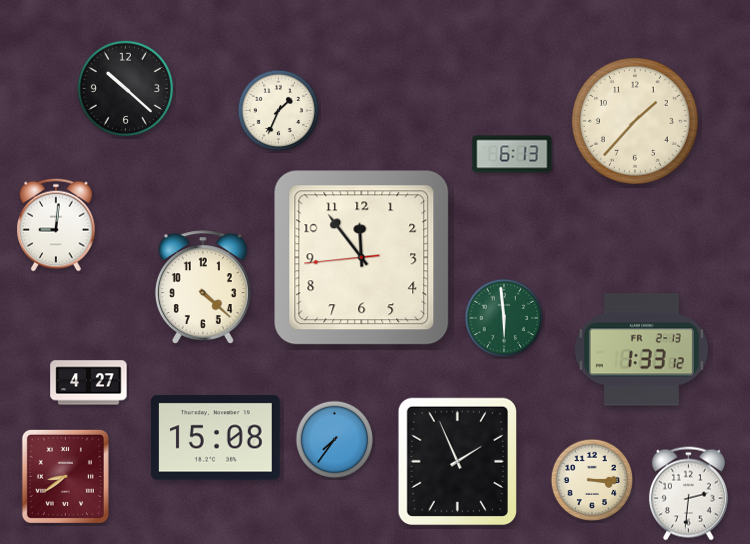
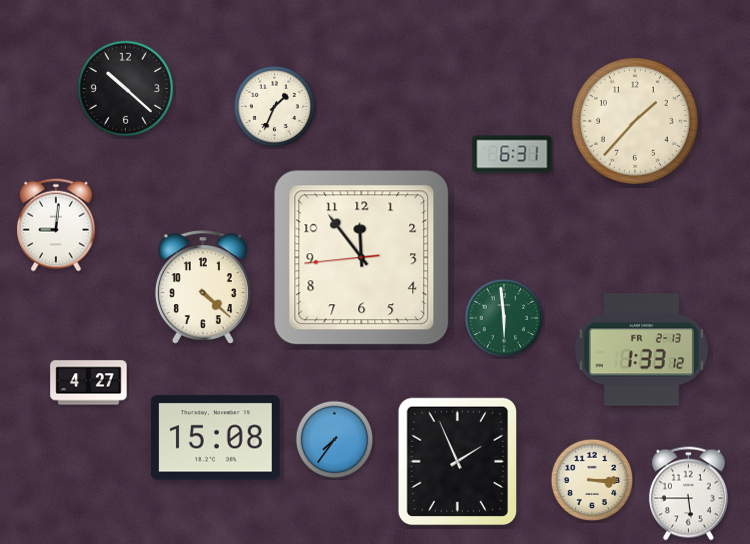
clock at (279, 111) position: (279, 111) -> (275, 107)
clock at (512, 154): 6:13 -> 6:31
clock at (65, 476): 8:39 -> none
clock at (688, 494): 2:31 -> 5:45
